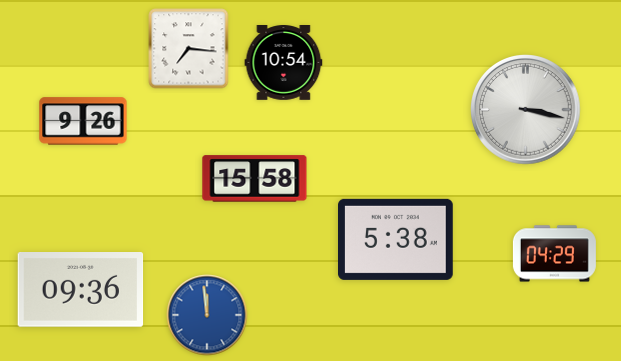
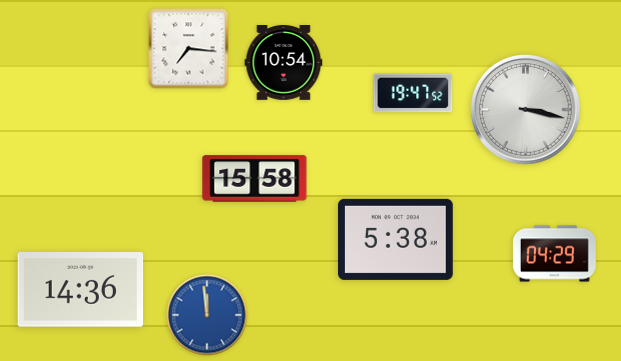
clock at (413, 93): none -> 19:47
clock at (83, 121): 9:26 -> none
clock at (81, 290): 09:36 -> 14:36
